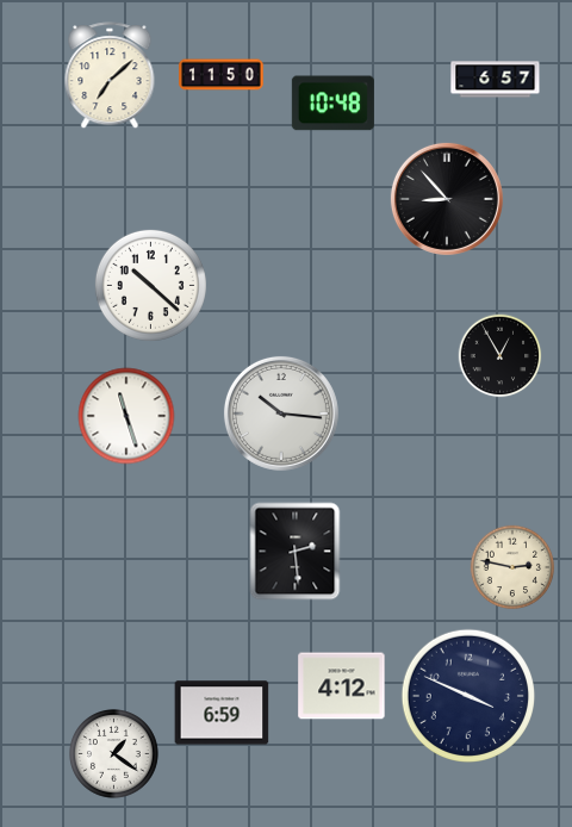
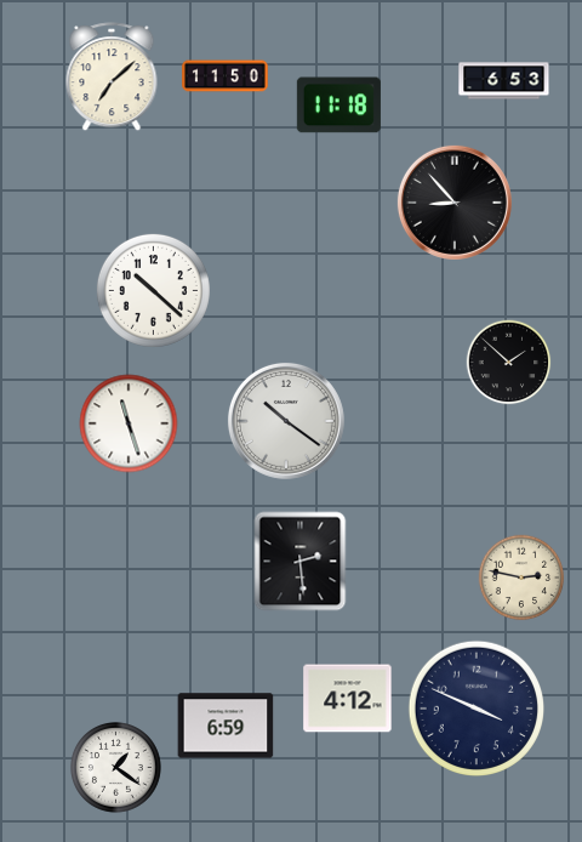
clock at (496, 80): 6:57 -> 6:53
clock at (332, 104): 10:48 -> 11:18
clock at (500, 356): 12:55 -> 1:52
clock at (281, 413): 10:16 -> 10:21
